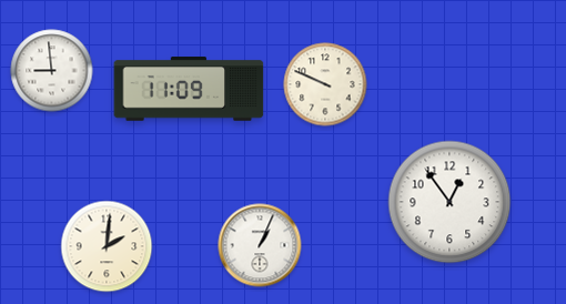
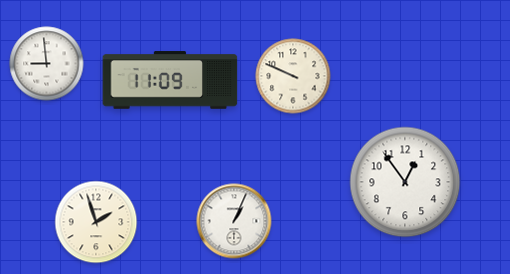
clock at (107, 246): 2:01 -> 1:57
